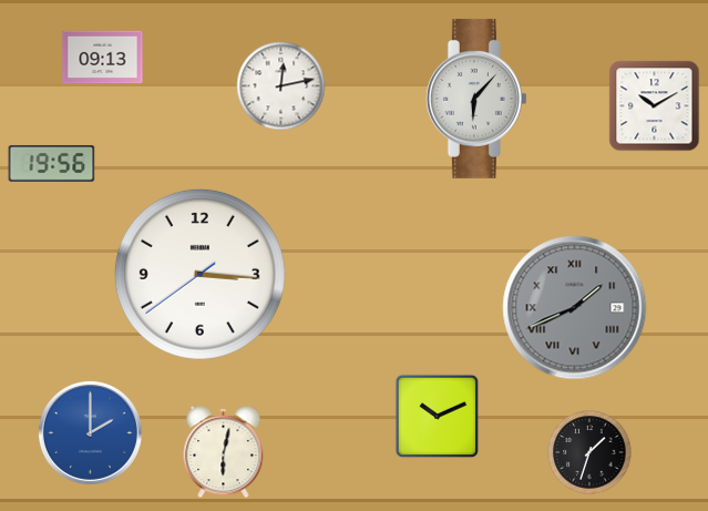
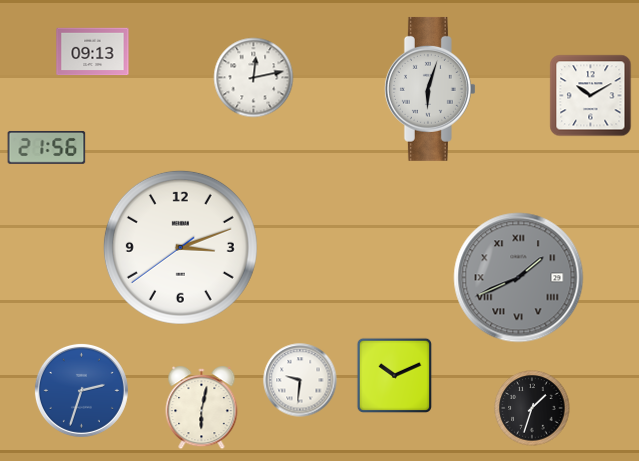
clock at (476, 99): 6:07 -> 6:03
clock at (52, 163): 19:56 -> 21:56
clock at (199, 274): 3:15 -> 3:11
clock at (300, 380): none -> 9:31
clock at (90, 432): 2:00 -> 2:33
